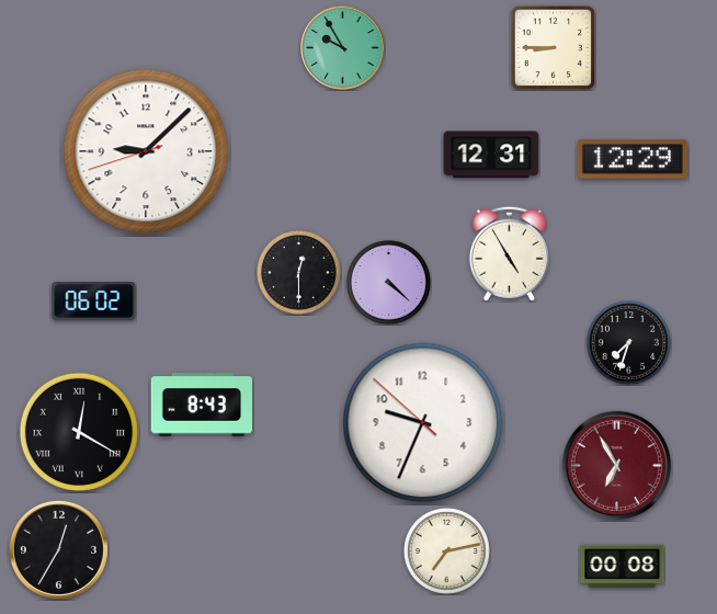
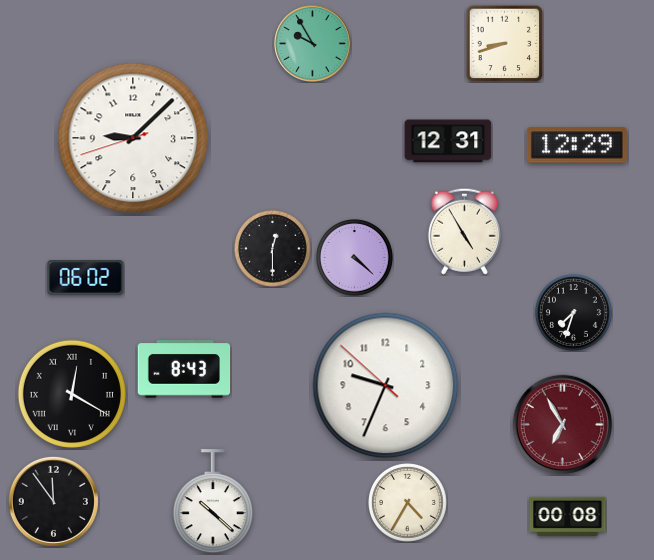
clock at (553, 47): 8:45 -> 8:42
clock at (94, 302) position: (94, 302) -> (86, 278)
clock at (58, 549): 12:35 -> 11:54
clock at (213, 502): none -> 10:22
clock at (447, 552): 7:13 -> 4:35
